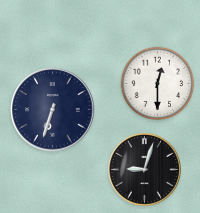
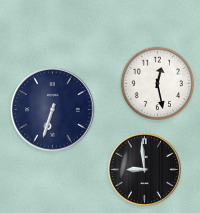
clock at (158, 84): 12:30 -> 12:28
clock at (144, 169): 9:03 -> 8:59
